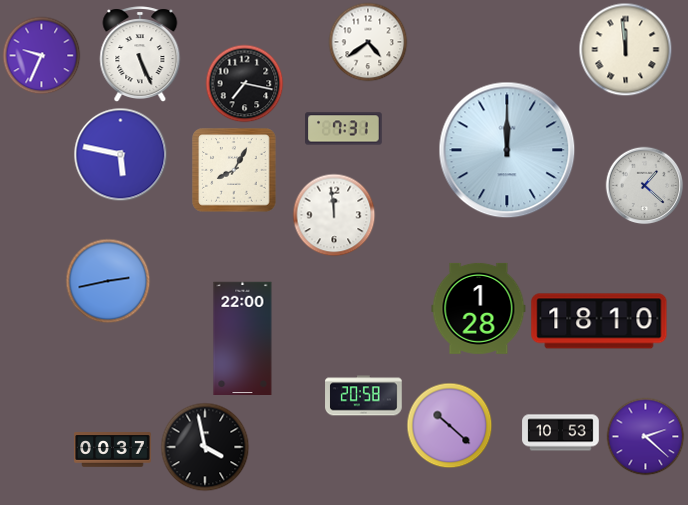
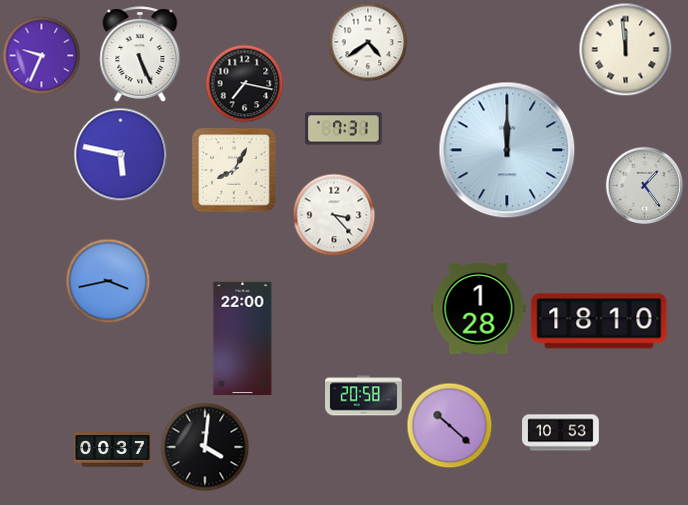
clock at (644, 185): 1:22 -> 1:24
clock at (334, 215): 11:59 -> 3:23
clock at (108, 281): 2:43 -> 3:43
clock at (645, 436): 2:22 -> none
clock at (205, 447): 3:58 -> 4:01
